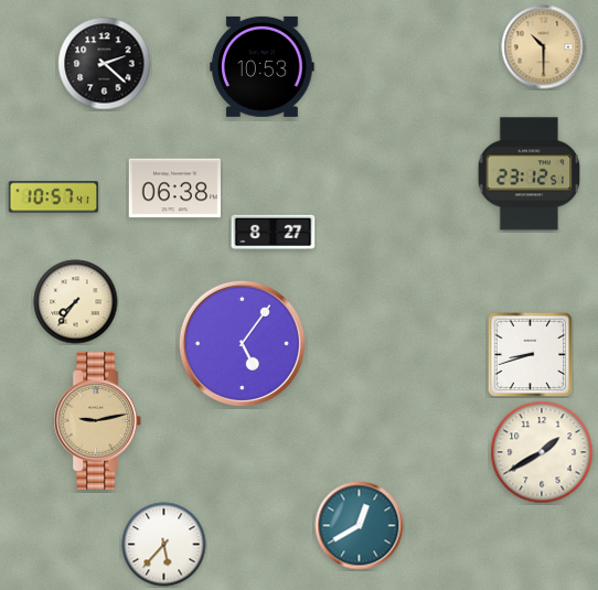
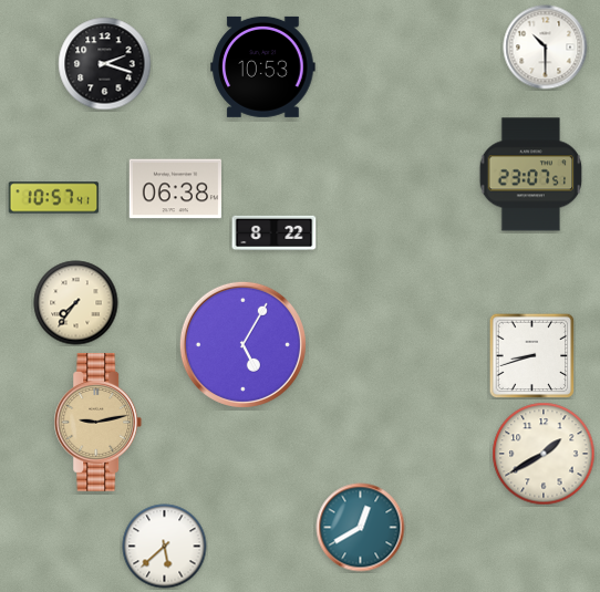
clock at (544, 47) dial: champagne -> white
clock at (105, 64): 2:22 -> 2:18
clock at (530, 174): 23:12 -> 23:07
clock at (274, 233): 8:27 -> 8:22
clock at (242, 343): 5:06 -> 5:05
clock at (164, 545): 5:37 -> 5:38
